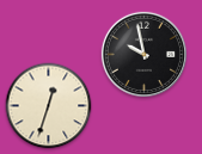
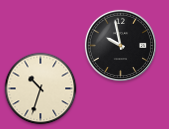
clock at (49, 106): 12:33 -> 10:33
